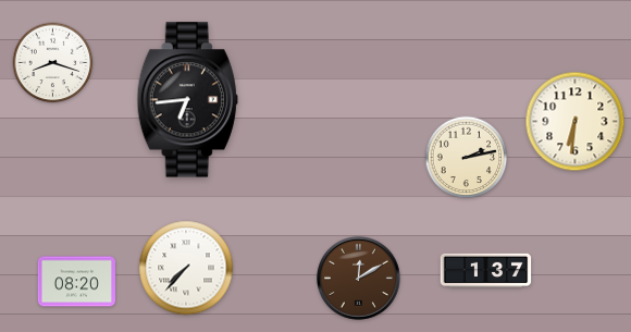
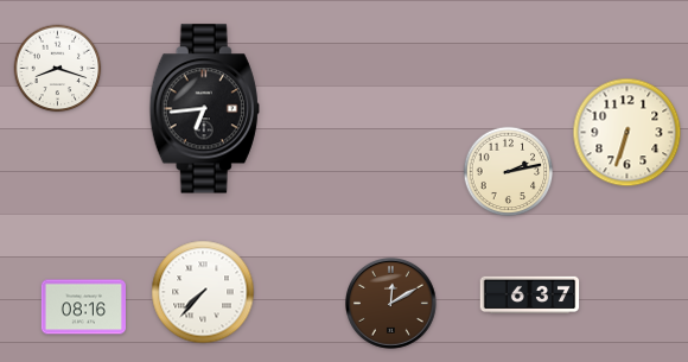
clock at (576, 122): 6:31 -> 6:33
clock at (486, 270): 1:37 -> 6:37
clock at (76, 282): 08:20 -> 08:16
